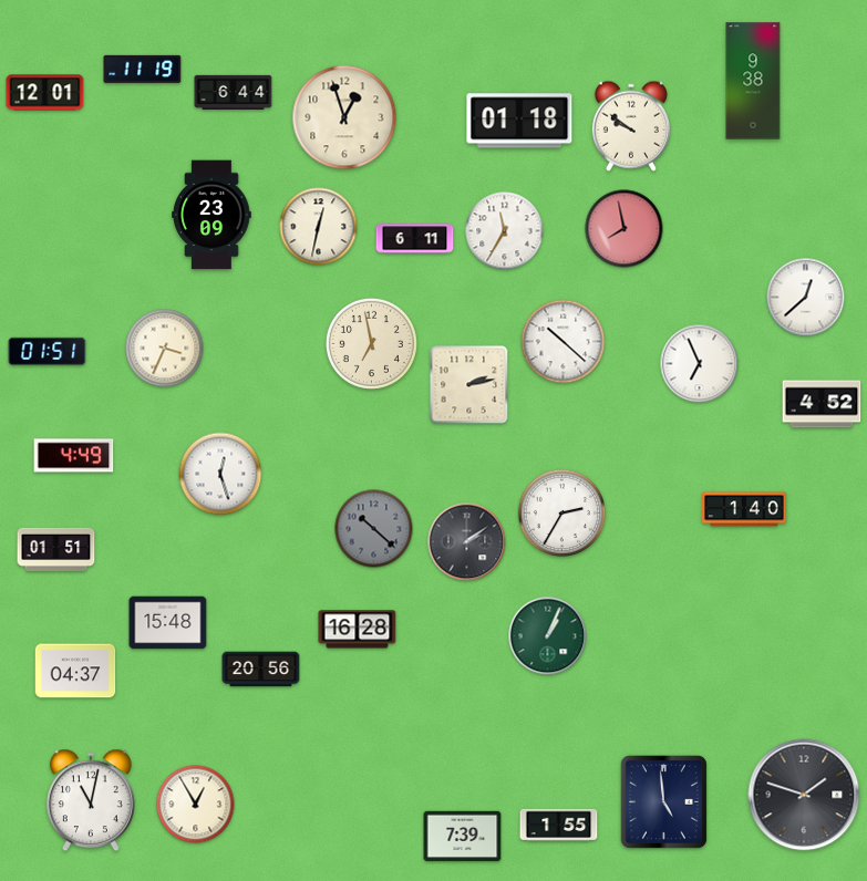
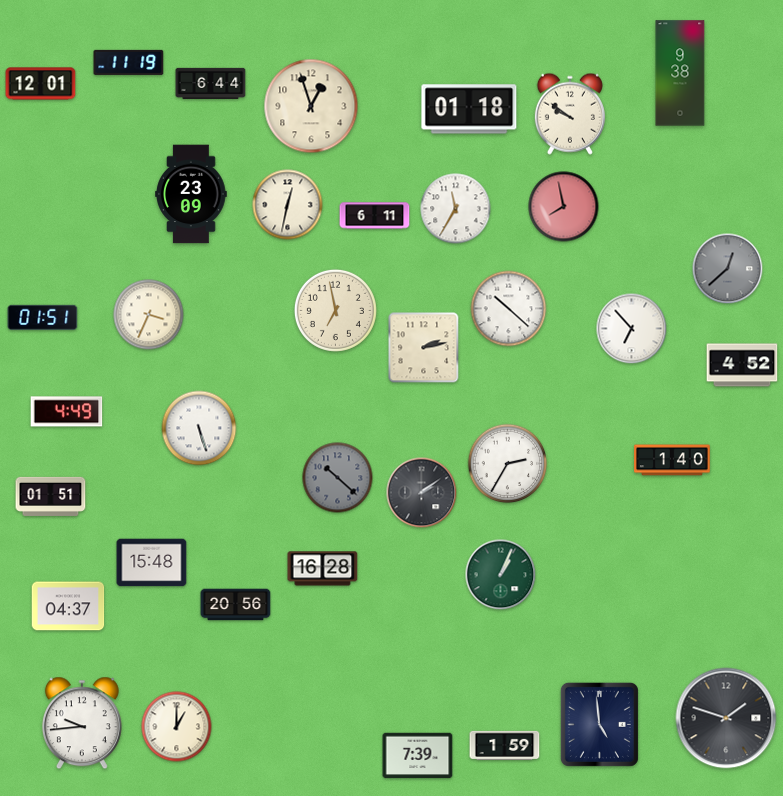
clock at (806, 298) dial: white -> grey
clock at (700, 364): 6:56 -> 6:53
clock at (220, 474): 12:27 -> 5:27
clock at (467, 542) position: (467, 542) -> (422, 493)
clock at (548, 636) position: (548, 636) -> (501, 575)
clock at (91, 800): 11:02 -> 9:44
clock at (196, 805): 12:55 -> 1:00
clock at (559, 825): 1:55 -> 1:59
